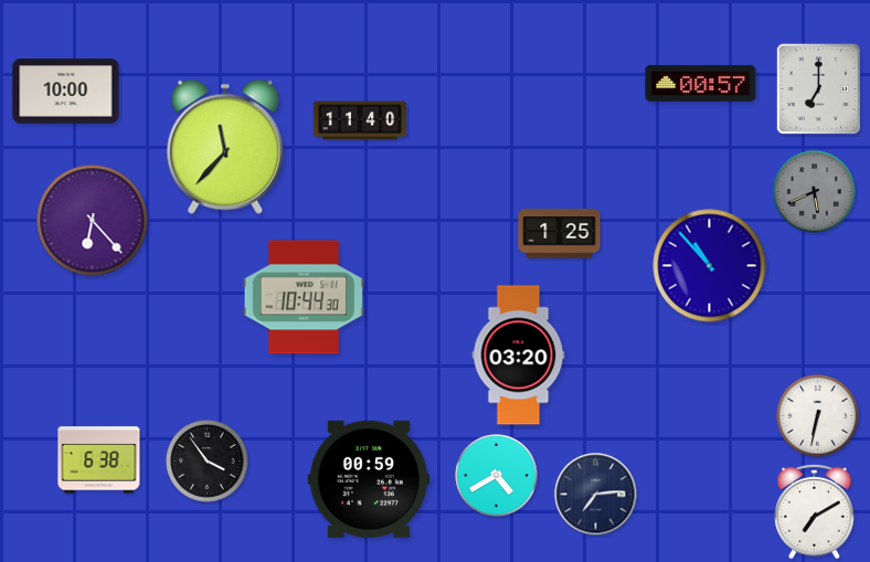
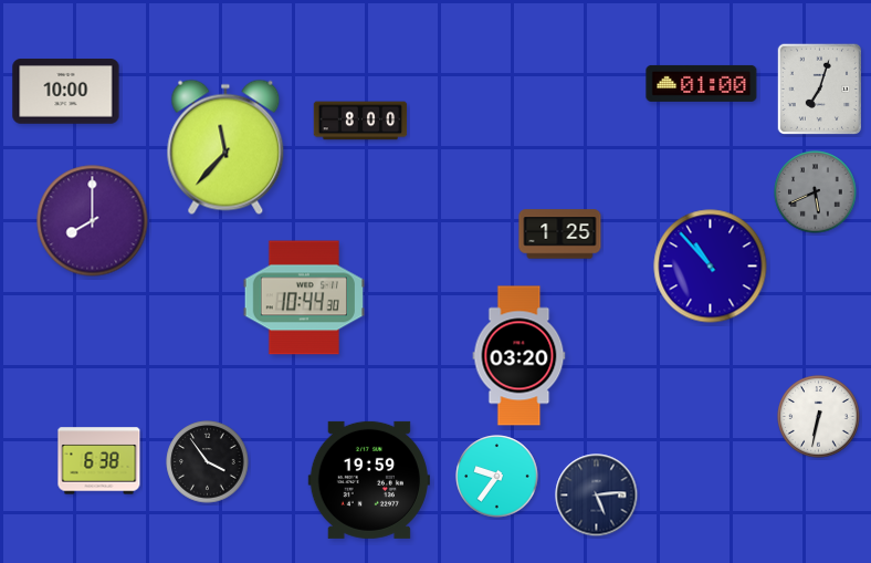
clock at (701, 83): 00:57 -> 01:00
clock at (818, 89): 7:00 -> 7:03
clock at (360, 120): 11:40 -> 8:00
clock at (93, 221): 6:23 -> 8:00
clock at (497, 476): 4:40 -> 9:36
clock at (369, 479): 00:59 -> 19:59
clock at (596, 495): 7:14 -> 5:14
clock at (815, 511): 7:10 -> none
